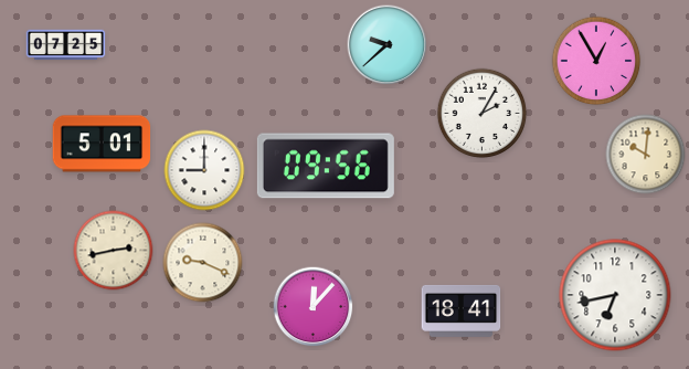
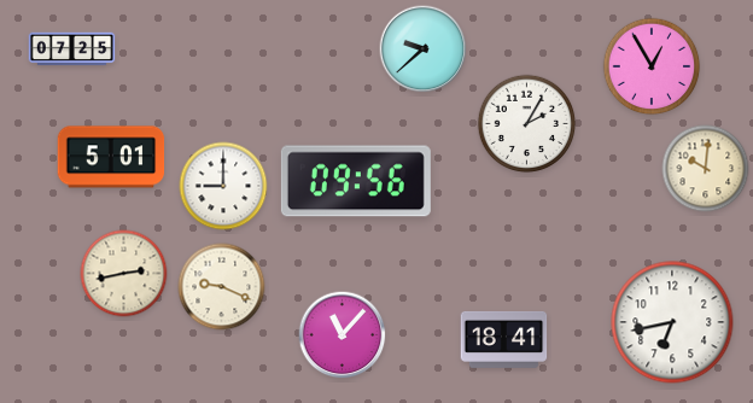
clock at (314, 307): 12:07 -> 11:07
